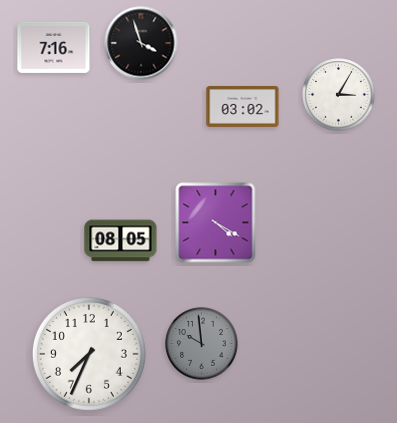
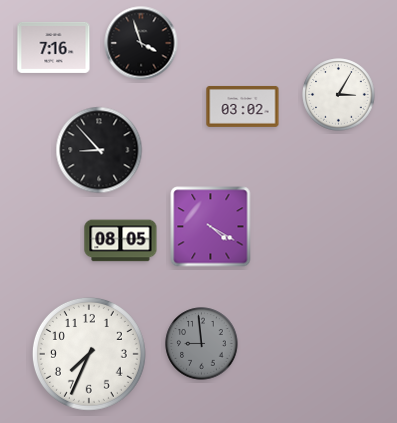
clock at (99, 150): none -> 8:53
clock at (216, 223) position: (216, 223) -> (211, 227)
clock at (202, 344): 9:59 -> 8:59
